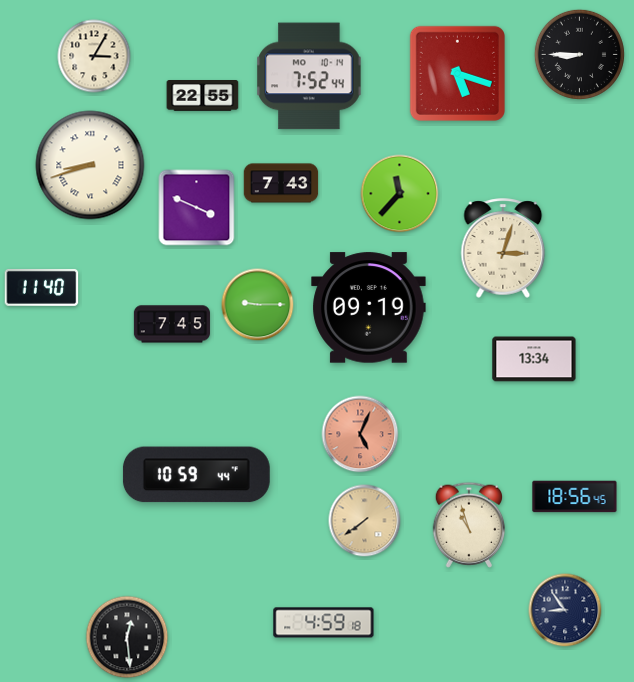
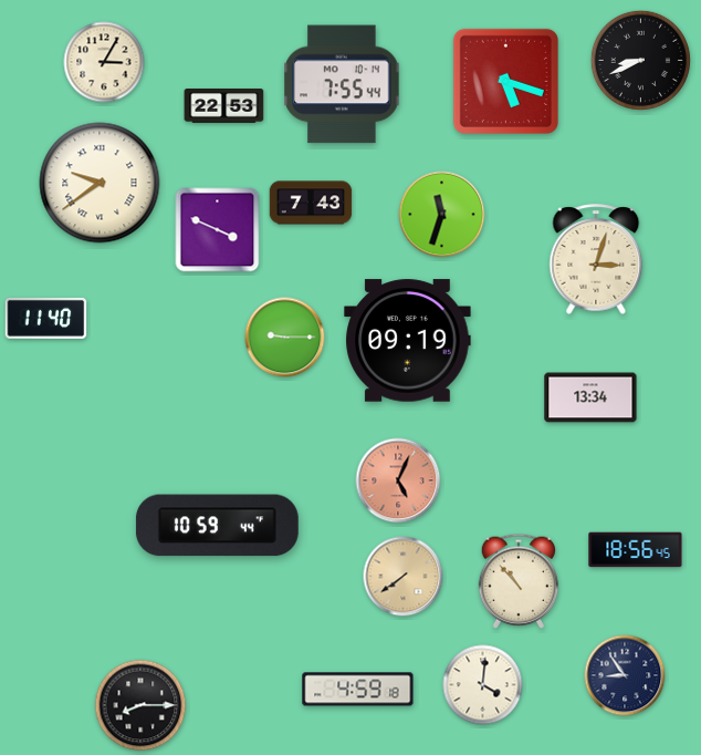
clock at (579, 54): 8:45 -> 8:41
clock at (309, 76): 7:52 -> 7:55
clock at (203, 96): 22:55 -> 22:53
clock at (90, 165): 8:42 -> 9:39
clock at (400, 194): 11:37 -> 11:33
clock at (503, 248) position: (503, 248) -> (596, 259)
clock at (172, 324): 7:45 -> none
clock at (468, 525): 10:57 -> 10:53
clock at (483, 685): none -> 4:01
clock at (127, 637): 12:29 -> 8:15
